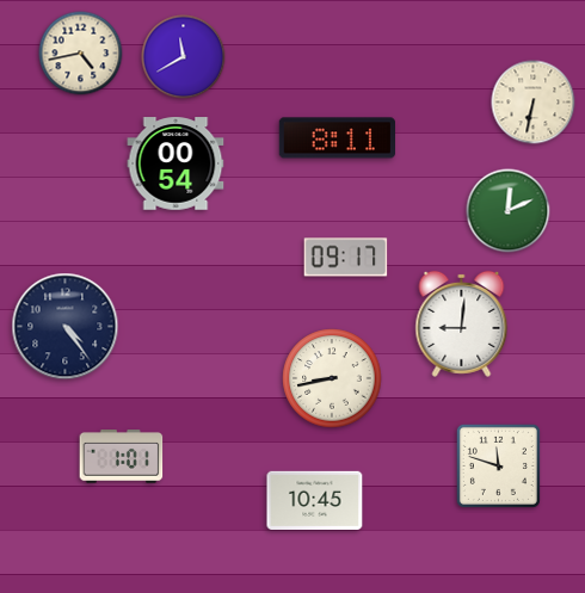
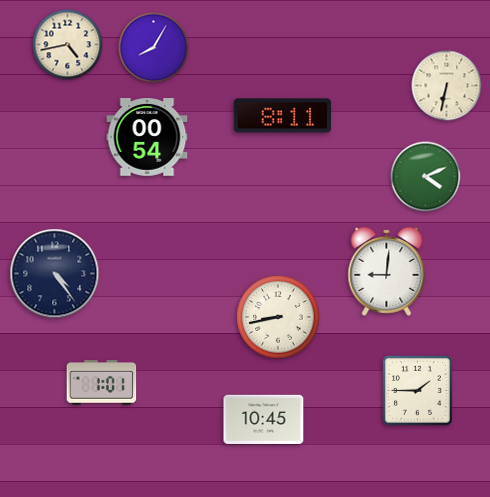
clock at (184, 57): 11:40 -> 8:05
clock at (509, 211): 12:11 -> 4:11
clock at (346, 258): 09:17 -> none
clock at (498, 465): 11:48 -> 1:45
